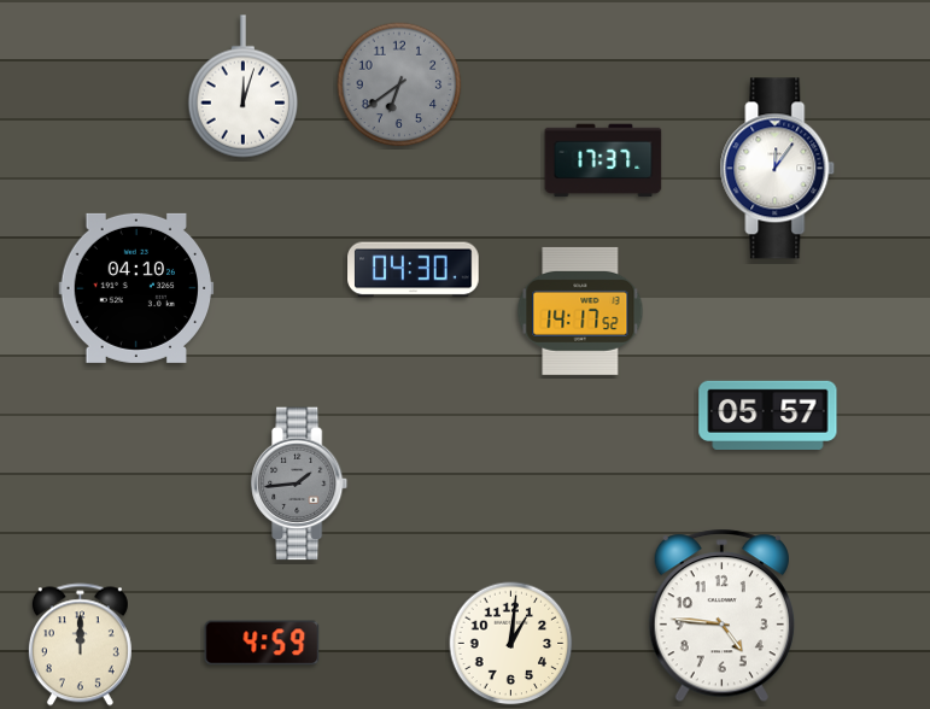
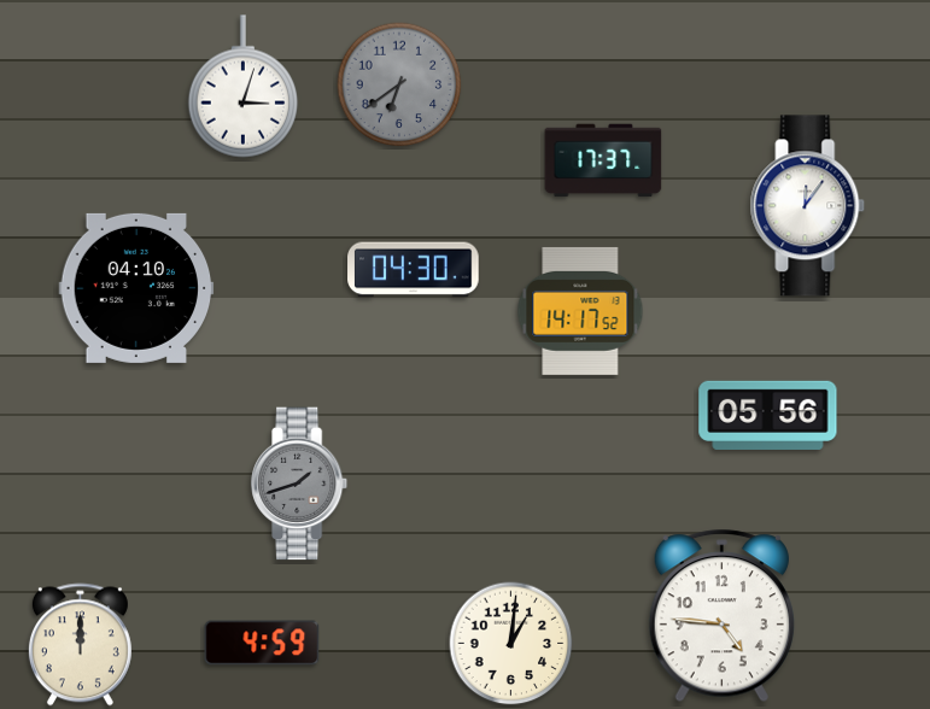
clock at (244, 87): 12:03 -> 3:03
clock at (778, 169) position: (778, 169) -> (808, 206)
clock at (768, 415): 05:57 -> 05:56
clock at (300, 484): 1:44 -> 1:42
